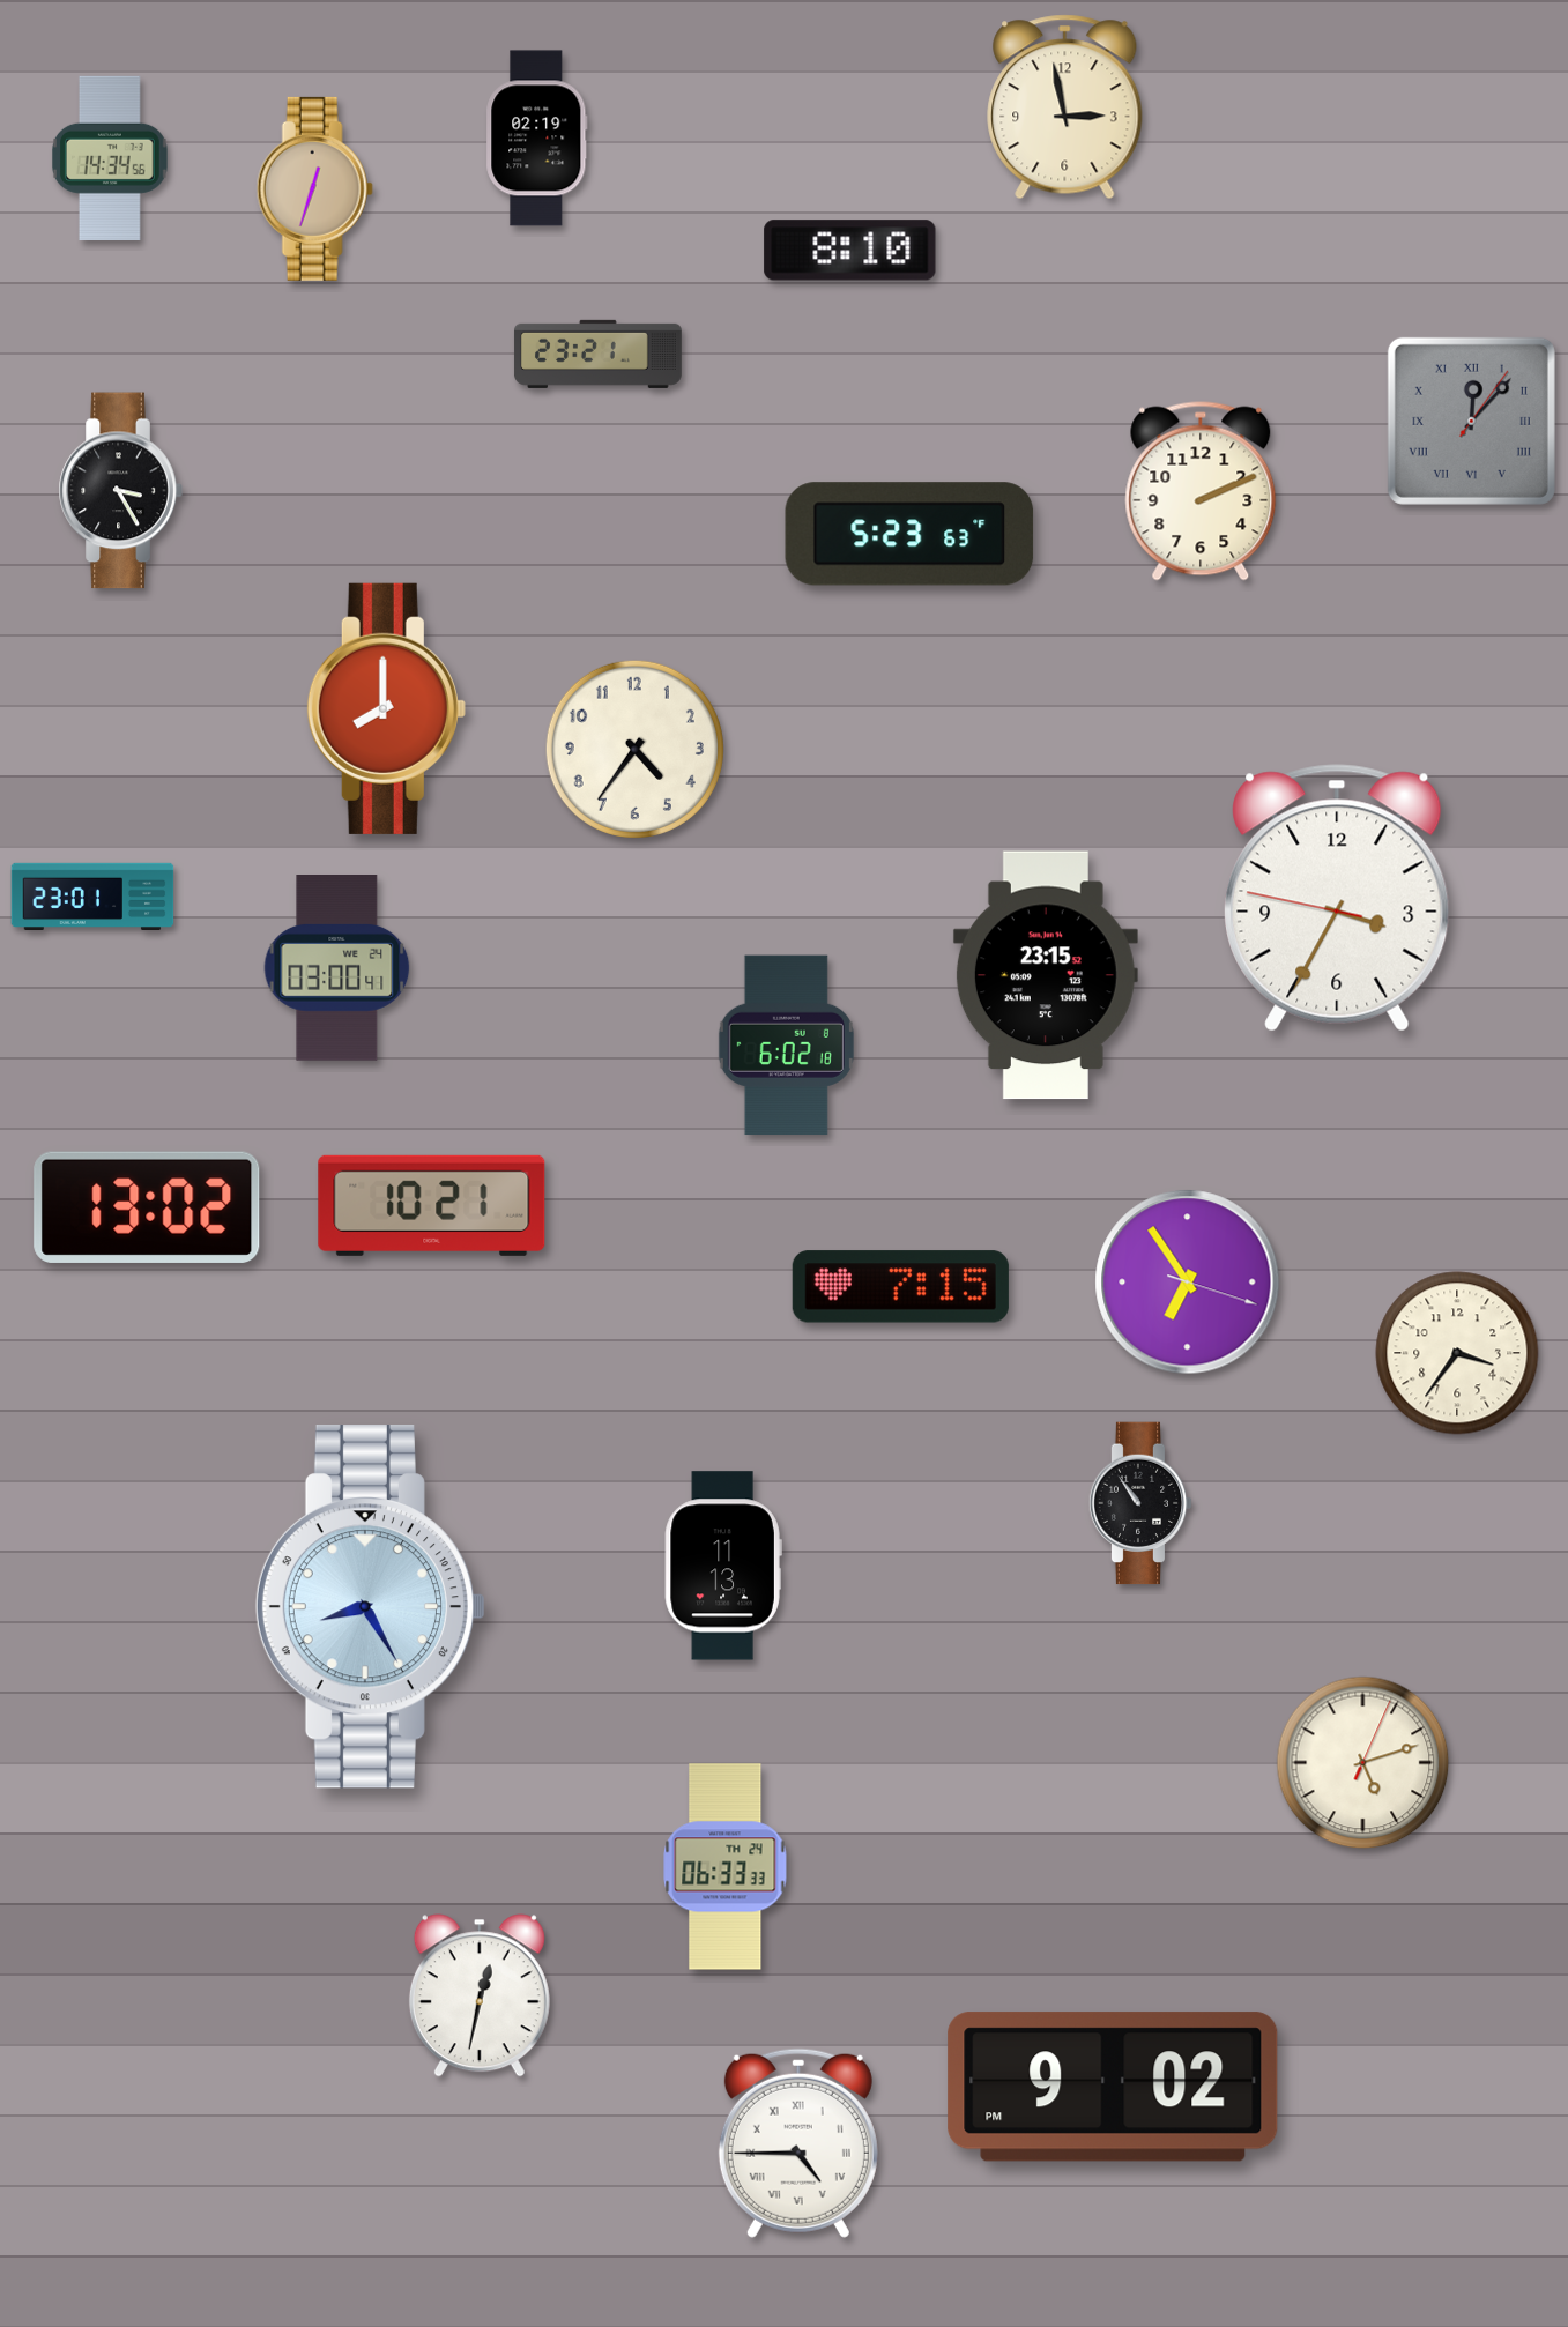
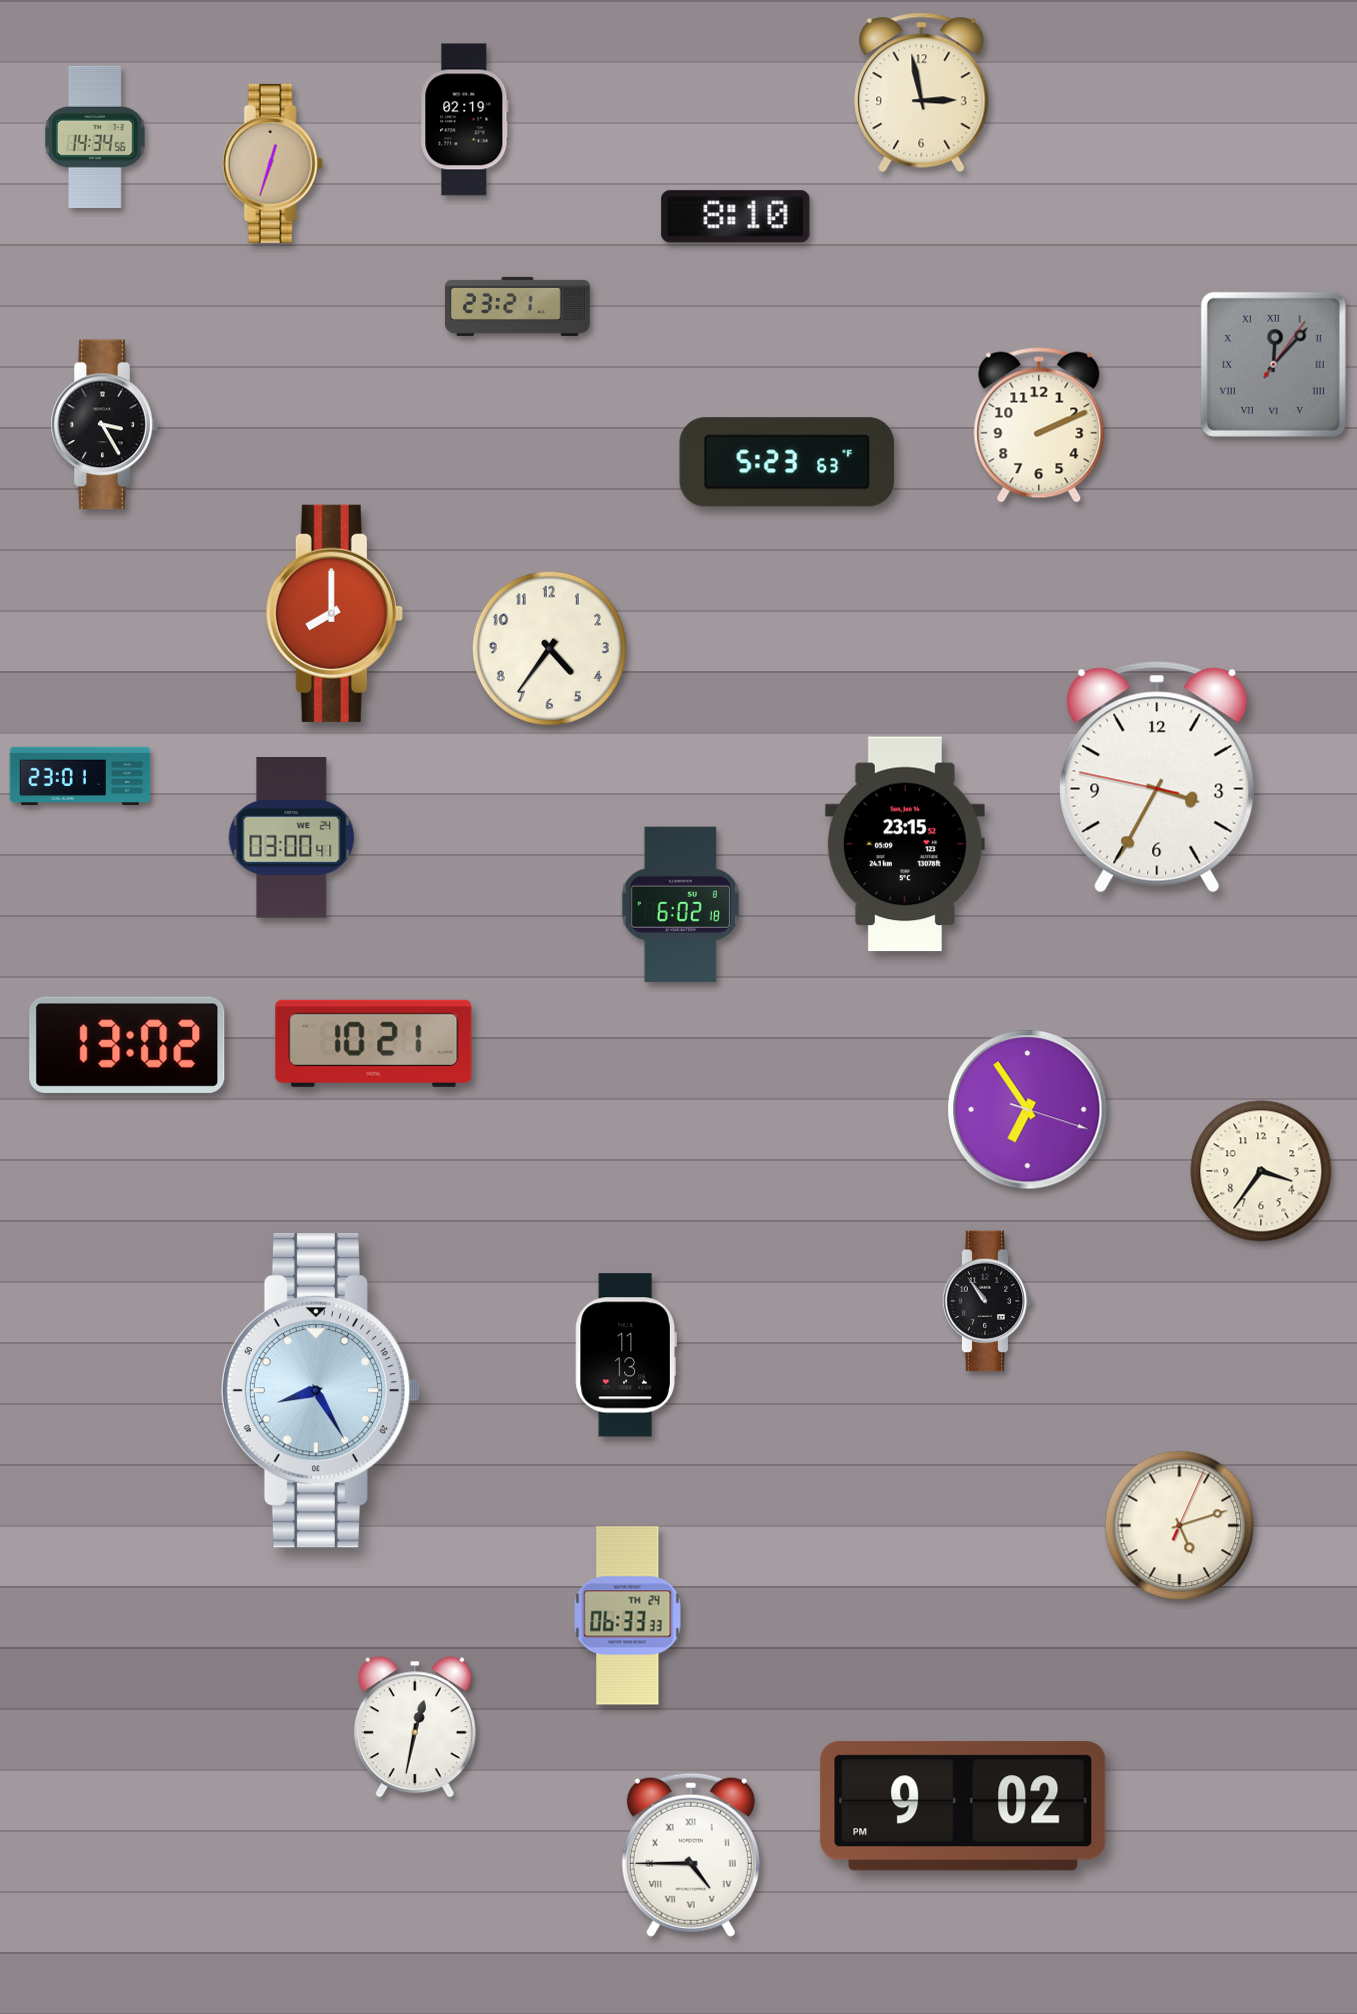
clock at (900, 1287): 7:15 -> none
